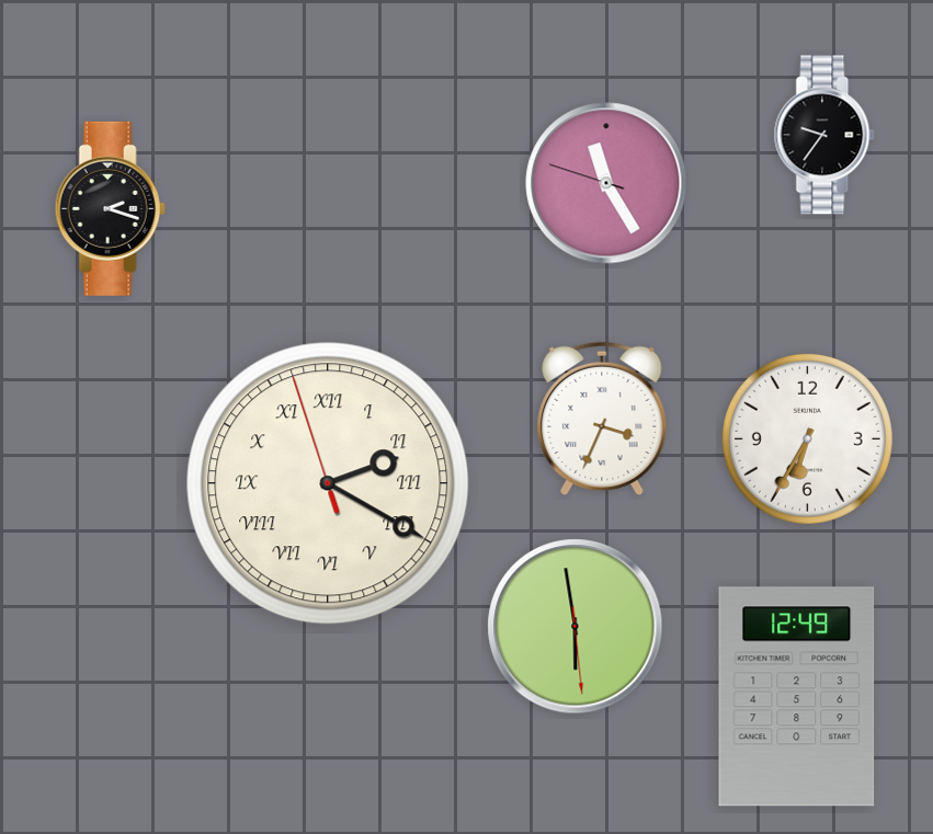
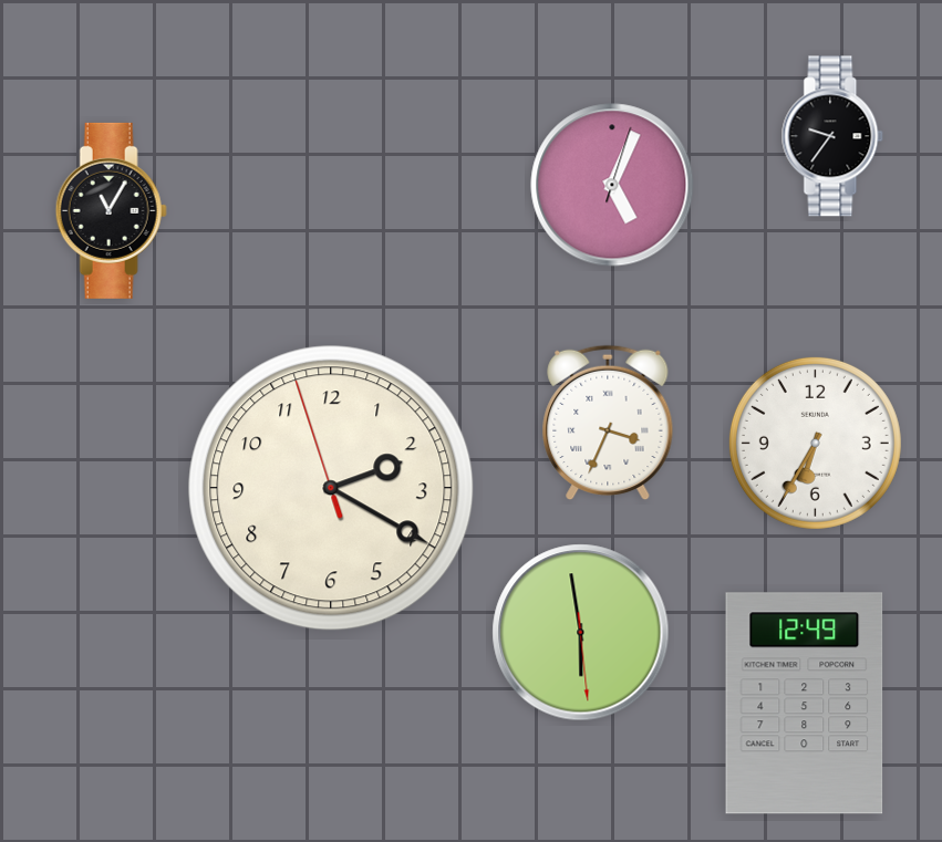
clock at (606, 183): 11:24 -> 5:04
clock at (110, 208): 2:18 -> 11:05
clock at (328, 483) numerals: Roman -> Arabic
